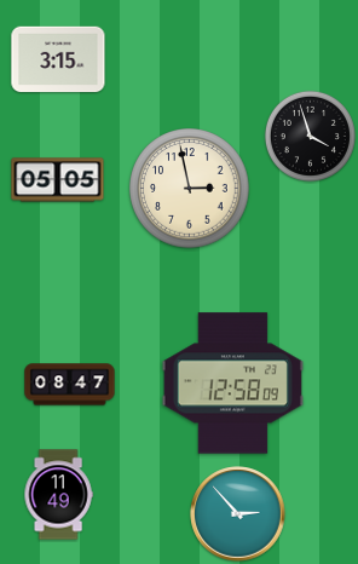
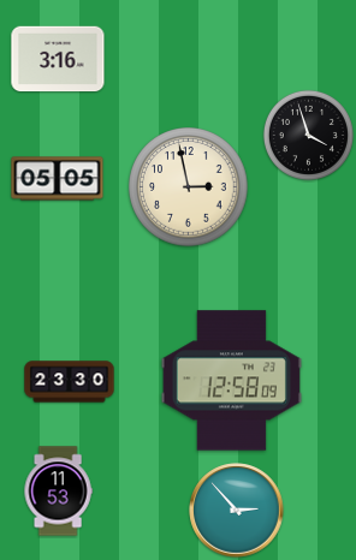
clock at (58, 59): 3:15 -> 3:16
clock at (70, 385): 08:47 -> 23:30
clock at (58, 495): 11:49 -> 11:53
